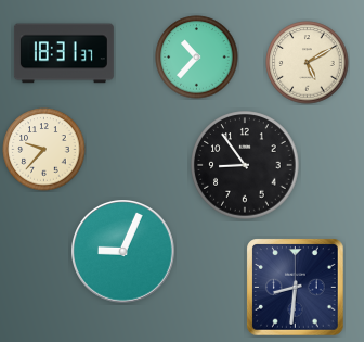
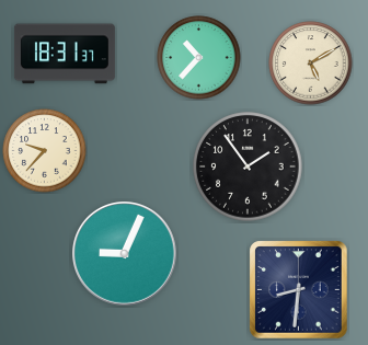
clock at (245, 165): 8:54 -> 1:54
